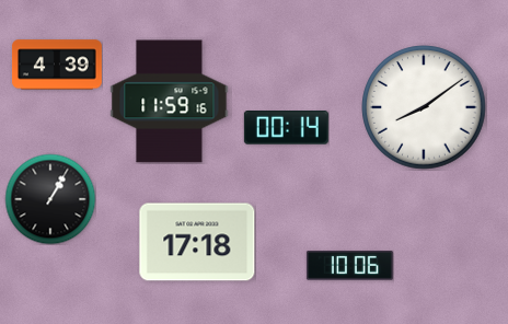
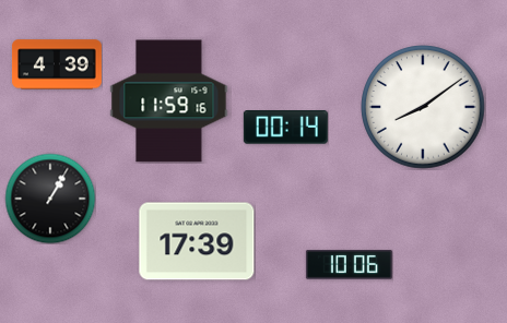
clock at (197, 242): 17:18 -> 17:39
